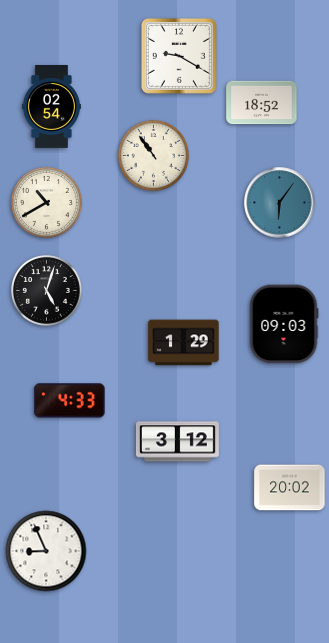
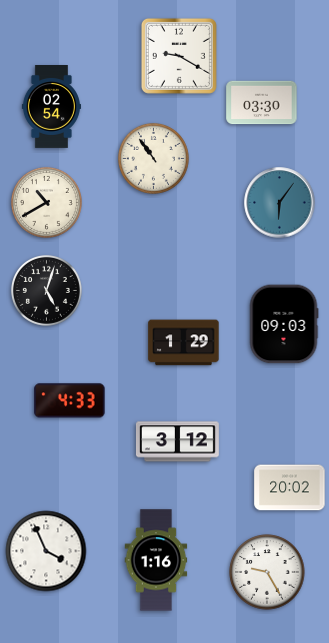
clock at (262, 103): 18:52 -> 03:30
clock at (153, 155) position: (153, 155) -> (153, 158)
clock at (46, 551): 8:56 -> 3:56
clock at (156, 560): none -> 1:16
clock at (267, 572): none -> 9:25
